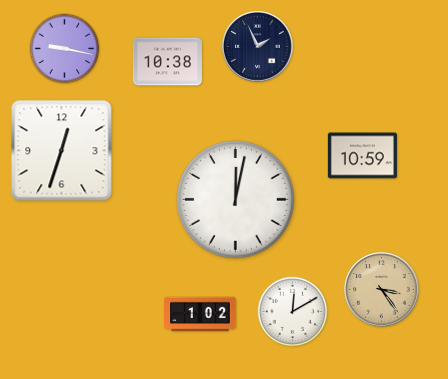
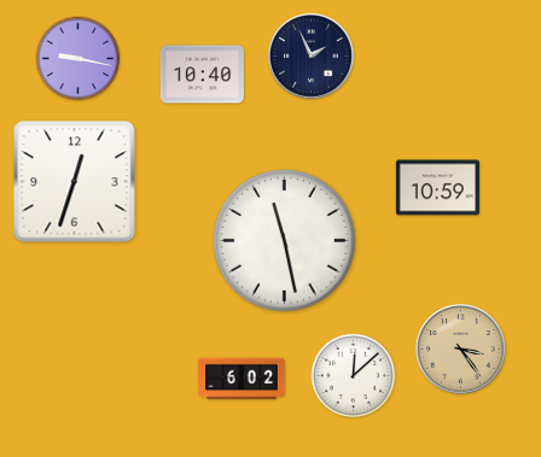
clock at (167, 62): 10:38 -> 10:40
clock at (236, 200): 12:02 -> 11:28
clock at (293, 312): 12:10 -> 12:08
clock at (200, 314): 1:02 -> 6:02
